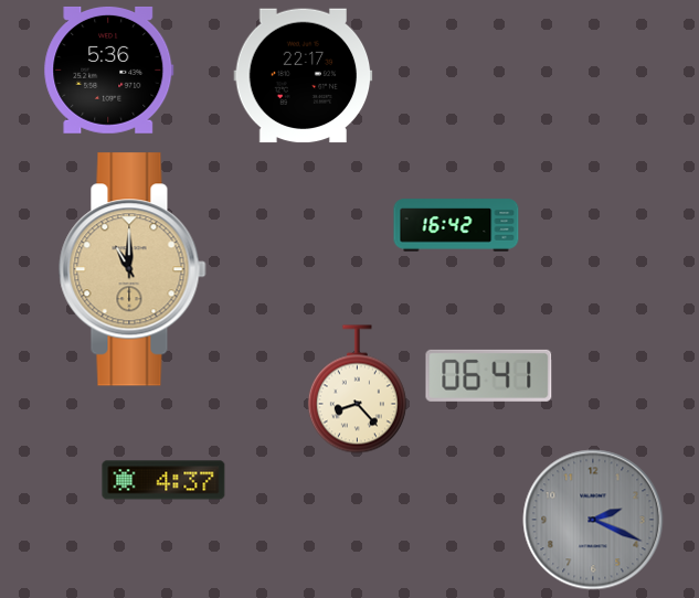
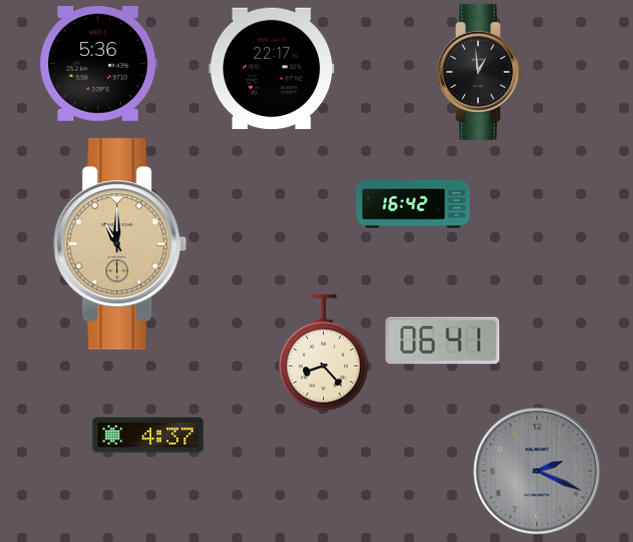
clock at (304, 76) position: (304, 76) -> (272, 69)
clock at (480, 72): none -> 12:59
